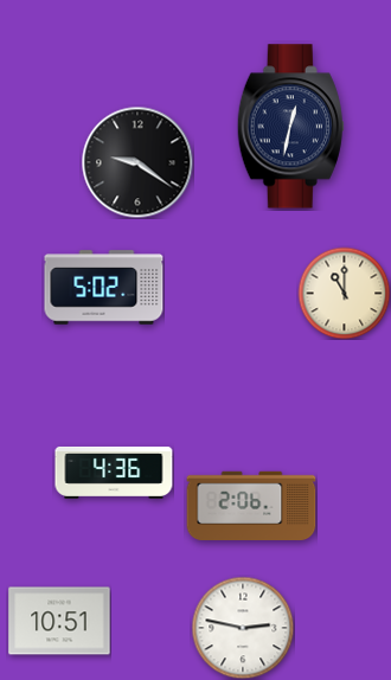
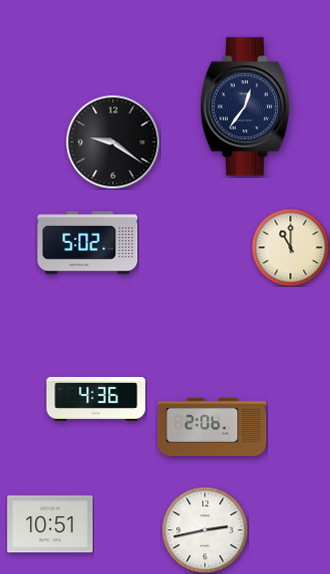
clock at (290, 127): 12:32 -> 12:36
clock at (137, 162) position: (137, 162) -> (113, 142)
clock at (243, 628): 2:47 -> 2:43
